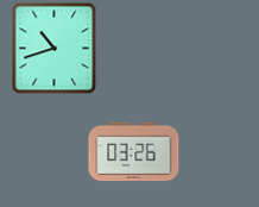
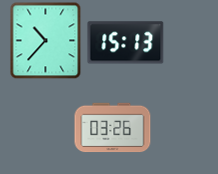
clock at (55, 48): 10:42 -> 10:37
clock at (126, 43): none -> 15:13
